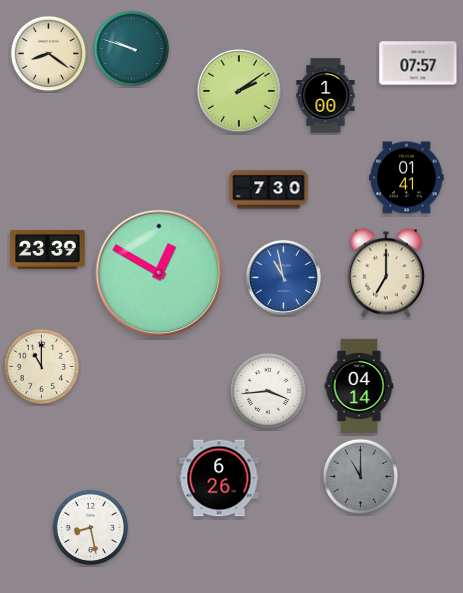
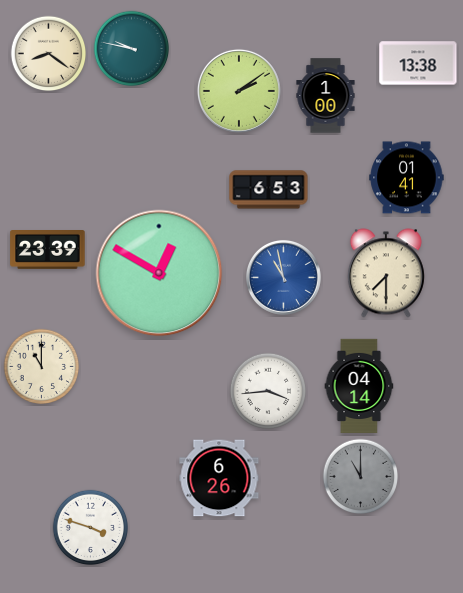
clock at (132, 49): 9:48 -> 9:47
clock at (418, 63): 07:57 -> 13:38
clock at (269, 190): 7:30 -> 6:53
clock at (386, 273): 7:00 -> 7:30
clock at (91, 528): 8:28 -> 3:48
